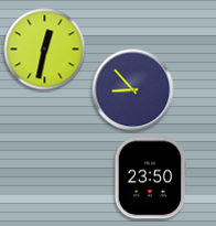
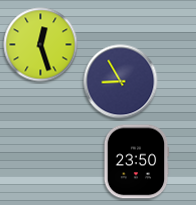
clock at (45, 50): 12:32 -> 12:27
clock at (133, 90): 8:53 -> 8:55
